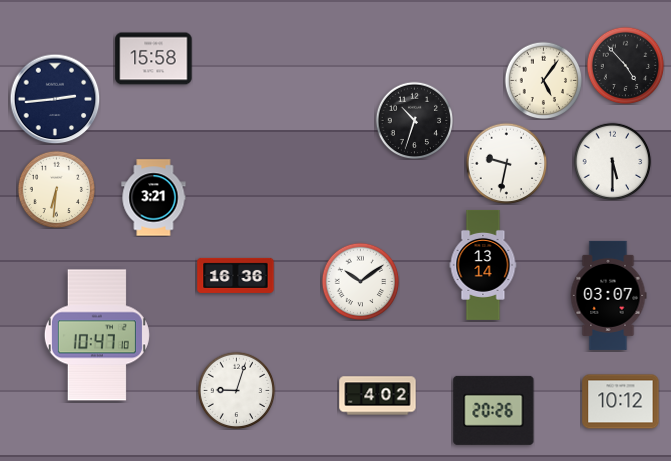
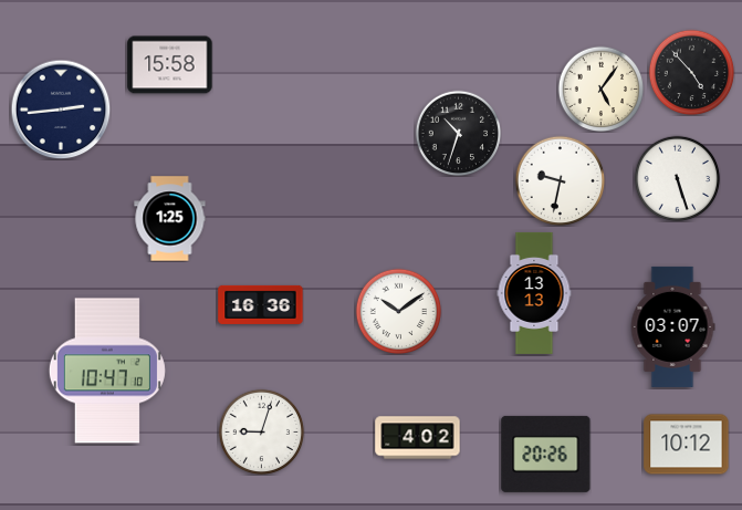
clock at (612, 161): 5:30 -> 5:27
clock at (56, 189): 6:31 -> none
clock at (154, 198): 3:21 -> 1:25
clock at (483, 265): 13:14 -> 13:13
